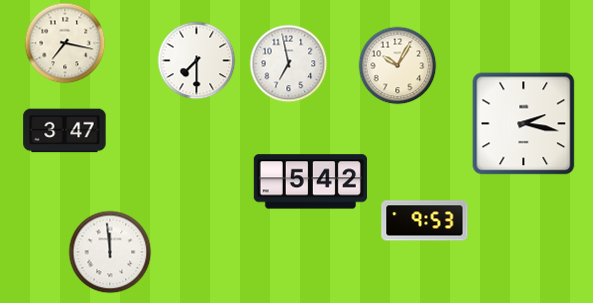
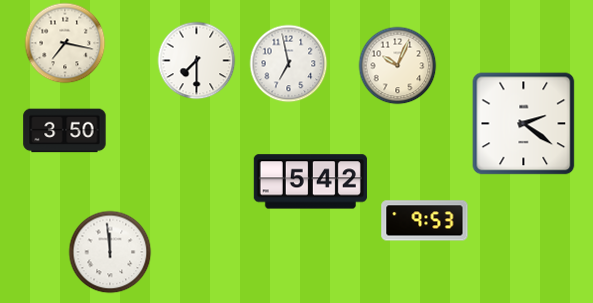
clock at (397, 65): 10:05 -> 10:04
clock at (524, 124): 2:17 -> 2:21
clock at (65, 131): 3:47 -> 3:50
